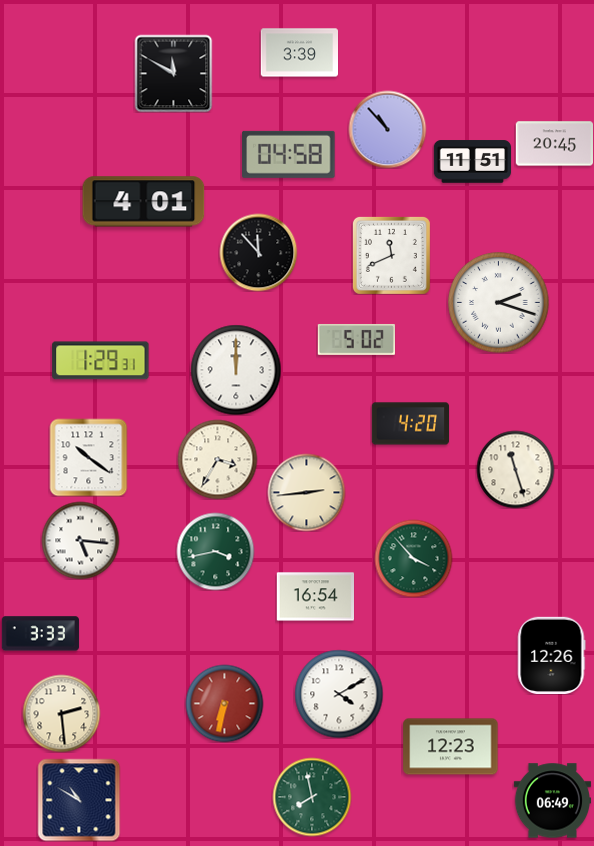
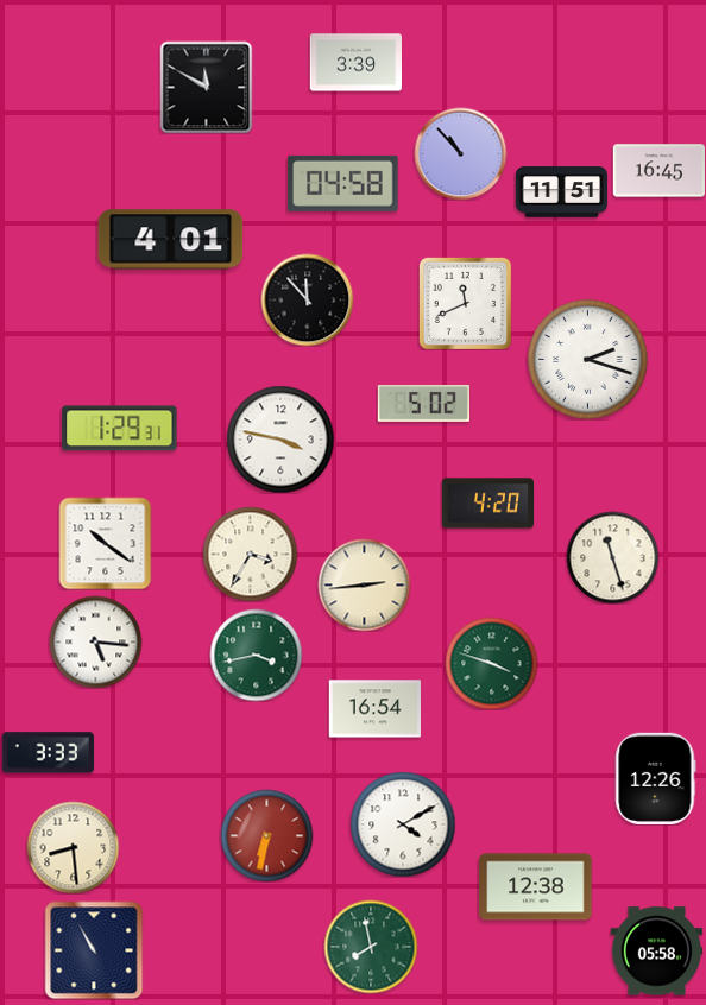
clock at (554, 144): 20:45 -> 16:45
clock at (499, 303) position: (499, 303) -> (588, 360)
clock at (236, 370): 12:00 -> 3:47
clock at (217, 459) position: (217, 459) -> (250, 554)
clock at (413, 558): 3:53 -> 3:48
clock at (61, 713): 2:29 -> 8:29
clock at (451, 747): 12:23 -> 12:38
clock at (79, 800): 10:50 -> 10:55
clock at (552, 801): 06:49 -> 05:58
